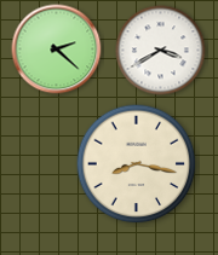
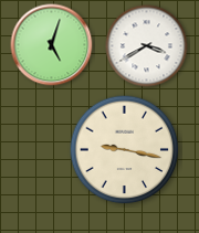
clock at (57, 50): 2:22 -> 5:03
clock at (137, 164): 8:17 -> 9:17
